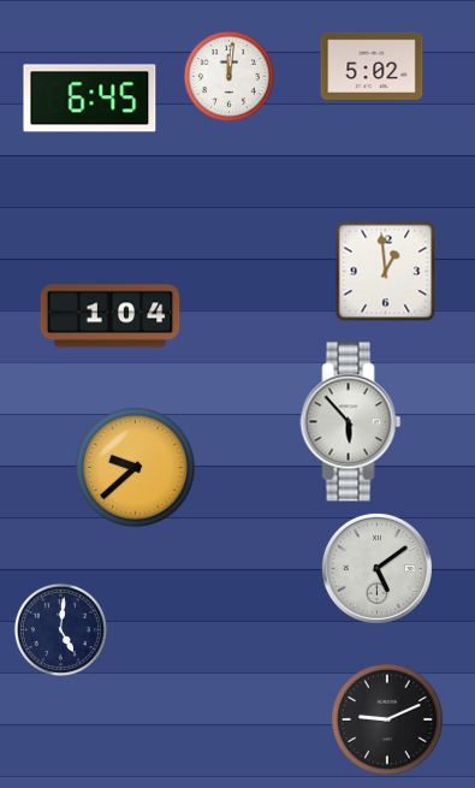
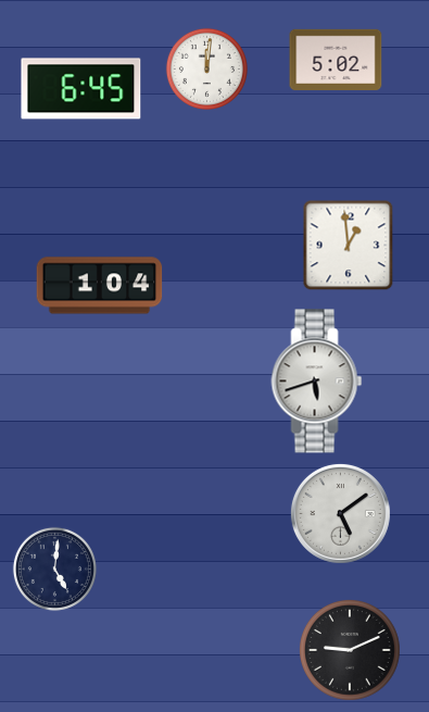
clock at (351, 422): 5:53 -> 5:42
clock at (136, 468): 9:38 -> none
